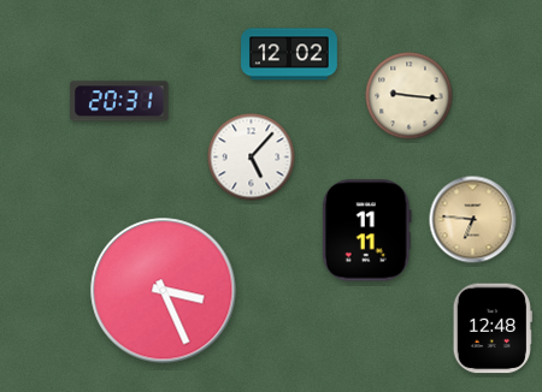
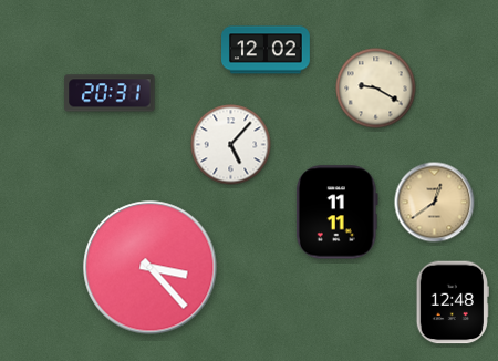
clock at (410, 96): 9:16 -> 9:20
clock at (473, 220): 6:46 -> 12:39
clock at (164, 291): 3:26 -> 3:23
